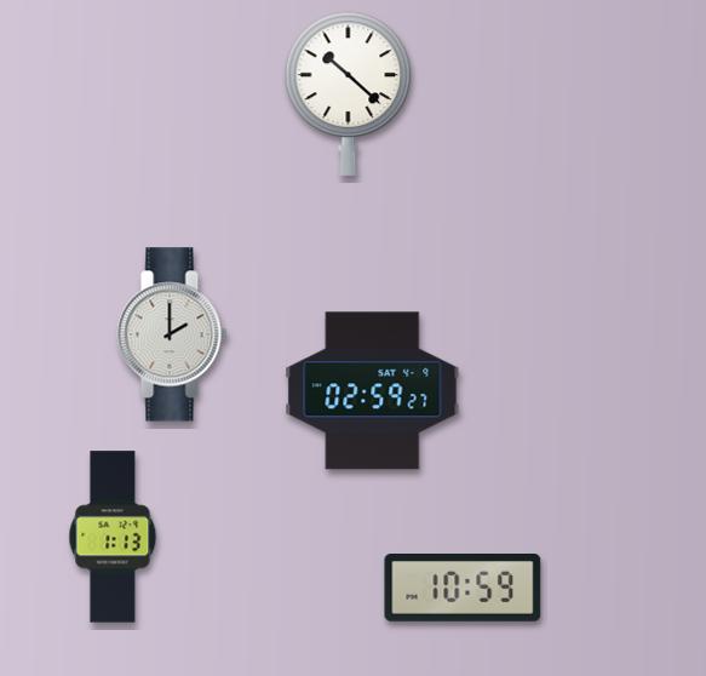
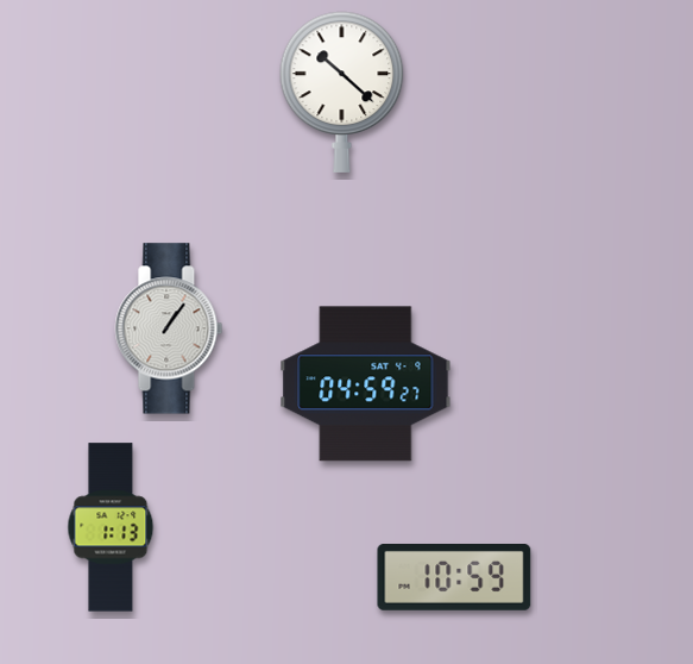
clock at (172, 334): 2:00 -> 1:06
clock at (373, 391): 02:59 -> 04:59
